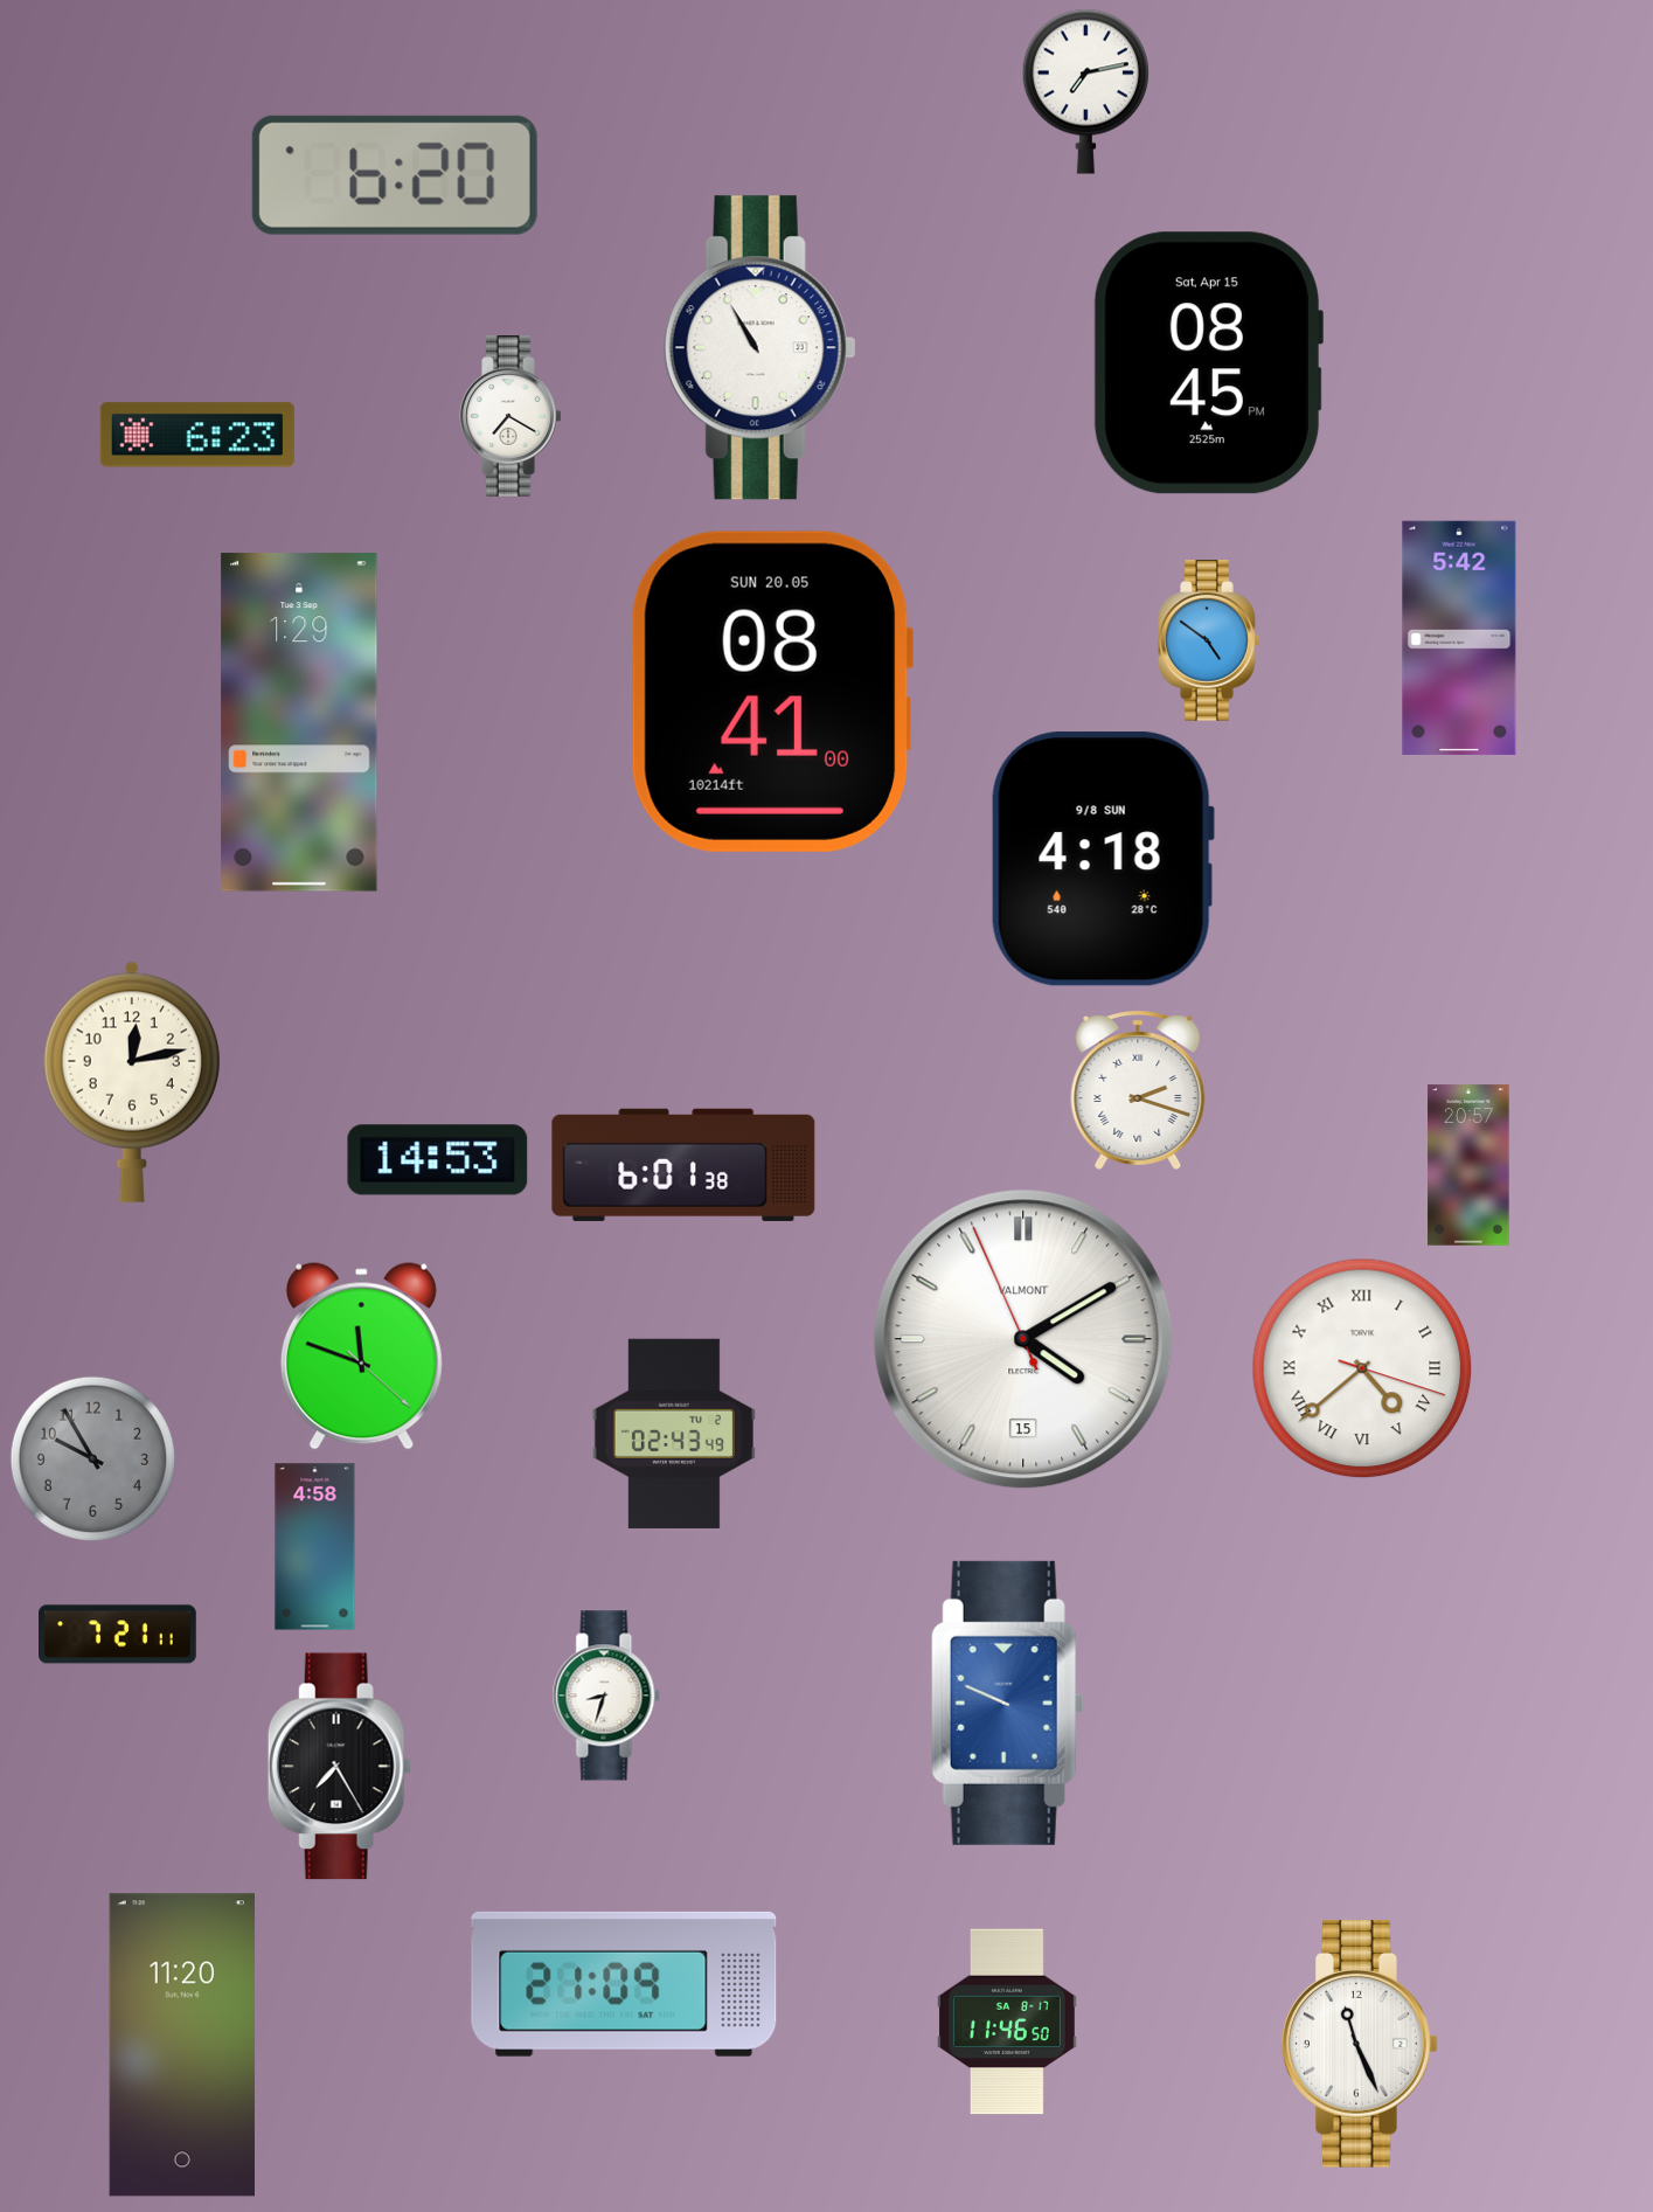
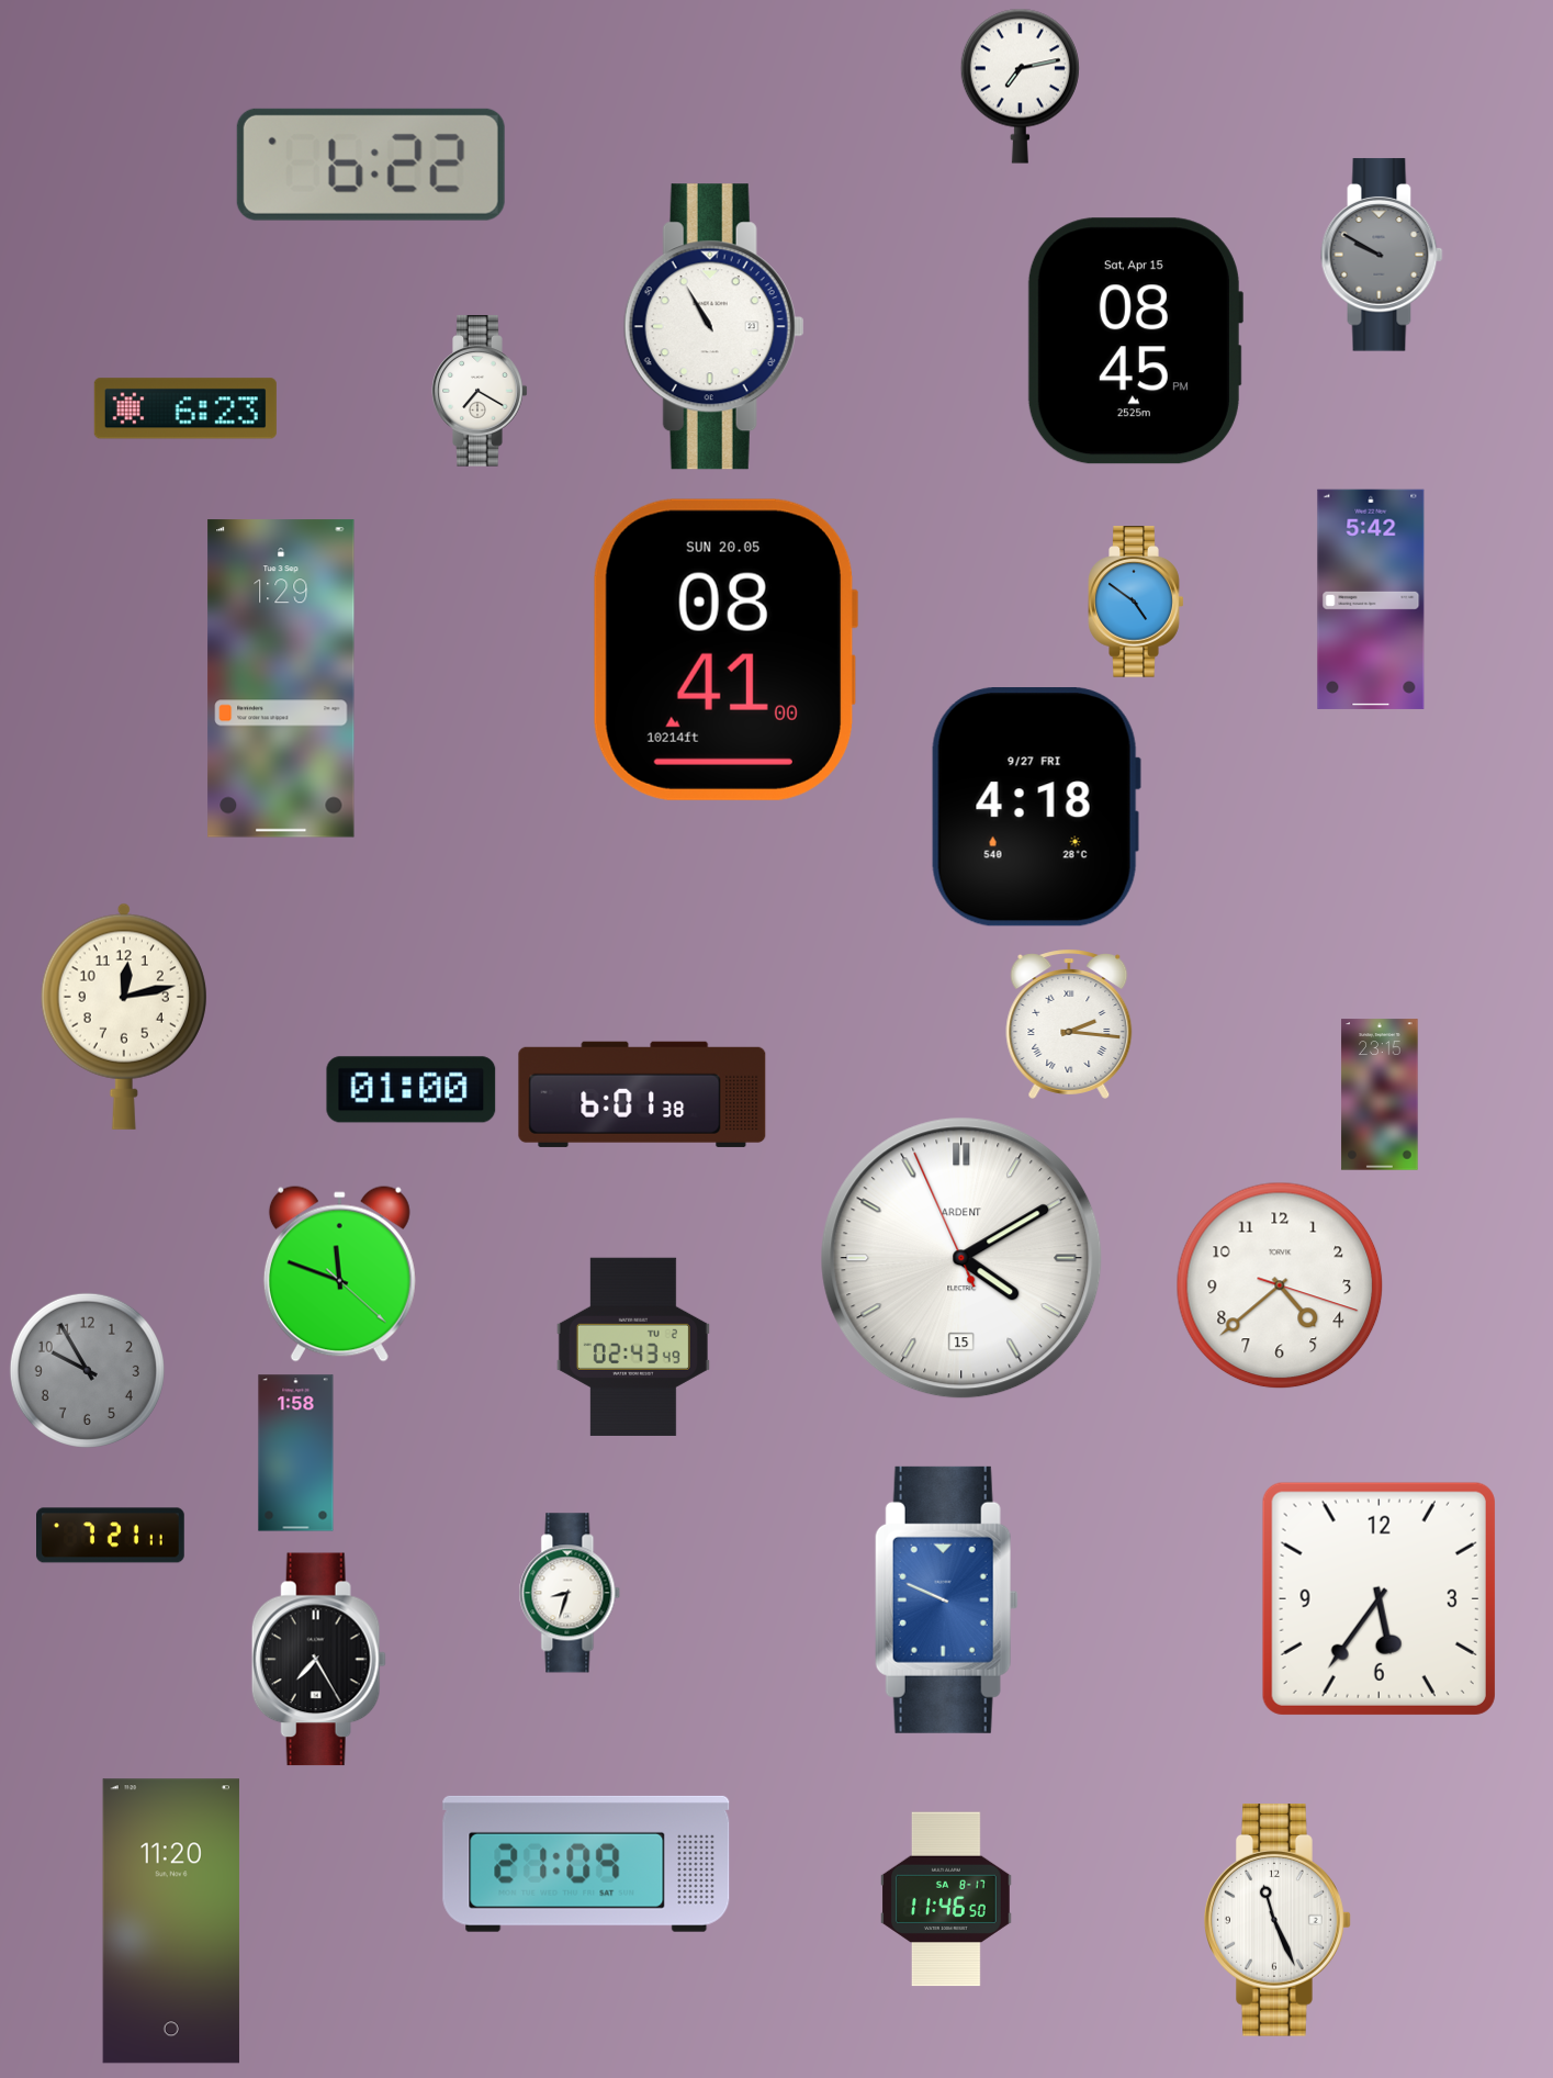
clock at (395, 175): 6:20 -> 6:22
clock at (1382, 255): none -> 9:50
clock at (1103, 859) date: 9/8 SUN -> 9/27 FRI
clock at (1138, 1090): 2:18 -> 2:16
clock at (438, 1160): 14:53 -> 01:00
clock at (1468, 1165): 20:57 -> 23:15
clock at (1023, 1339) brand: VALMONT -> ARDENT
clock at (1362, 1368) numerals: Roman -> Arabic
clock at (315, 1547): 4:58 -> 1:58
clock at (1378, 1598): none -> 5:36
